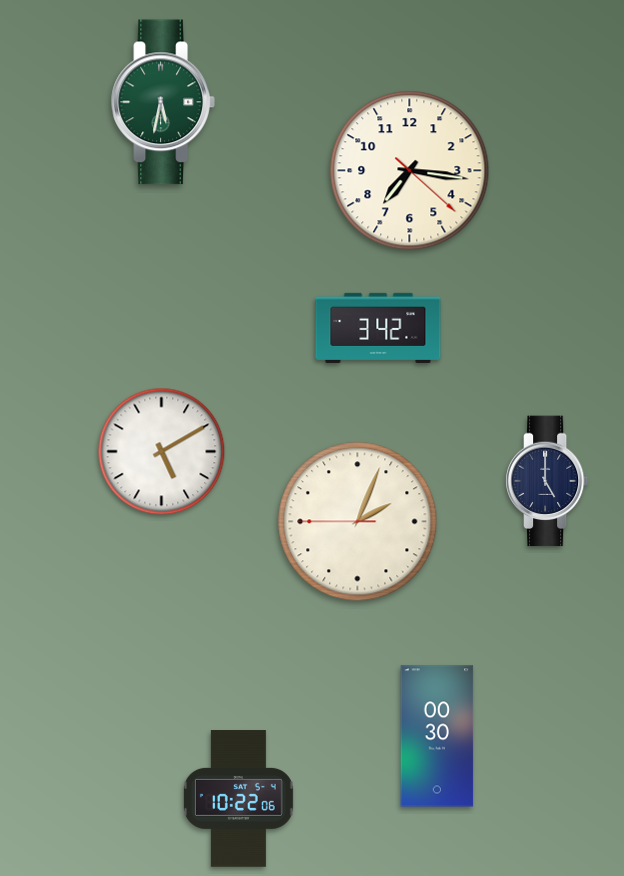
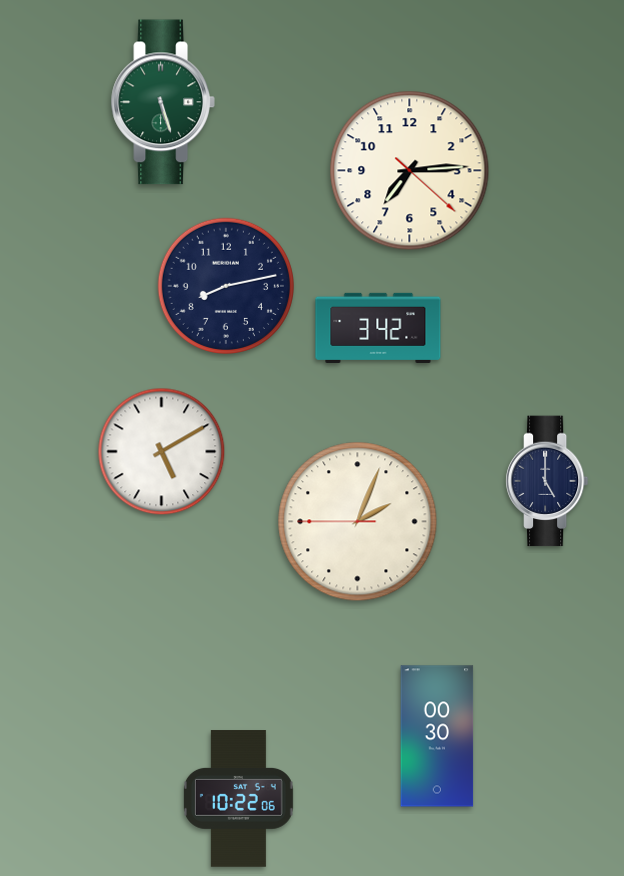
clock at (163, 102): 5:32 -> 5:27
clock at (410, 171): 7:16 -> 7:14
clock at (225, 285): none -> 8:13
